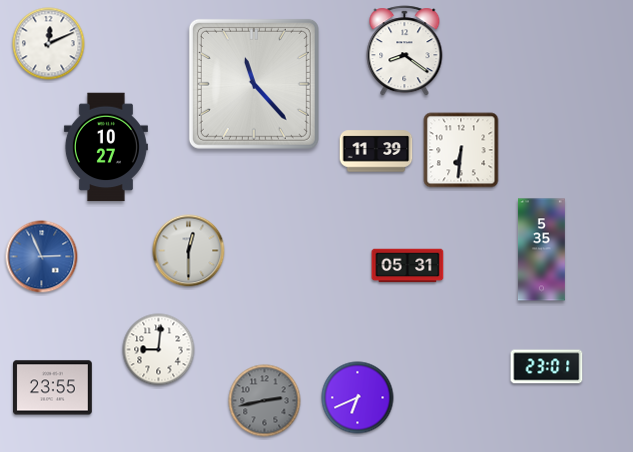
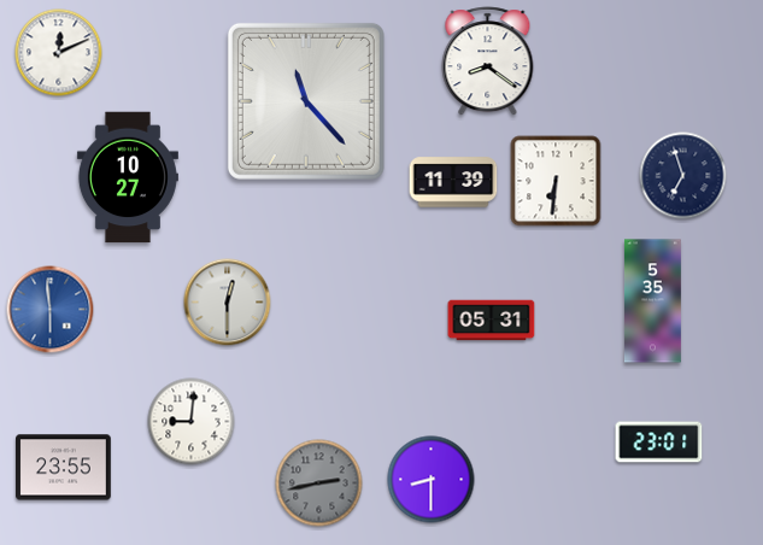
clock at (683, 176): none -> 6:57
clock at (42, 257): 2:56 -> 5:59
clock at (358, 398): 6:41 -> 8:30
